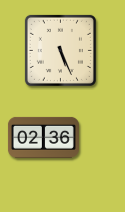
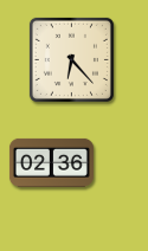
clock at (60, 50): 5:26 -> 6:23
